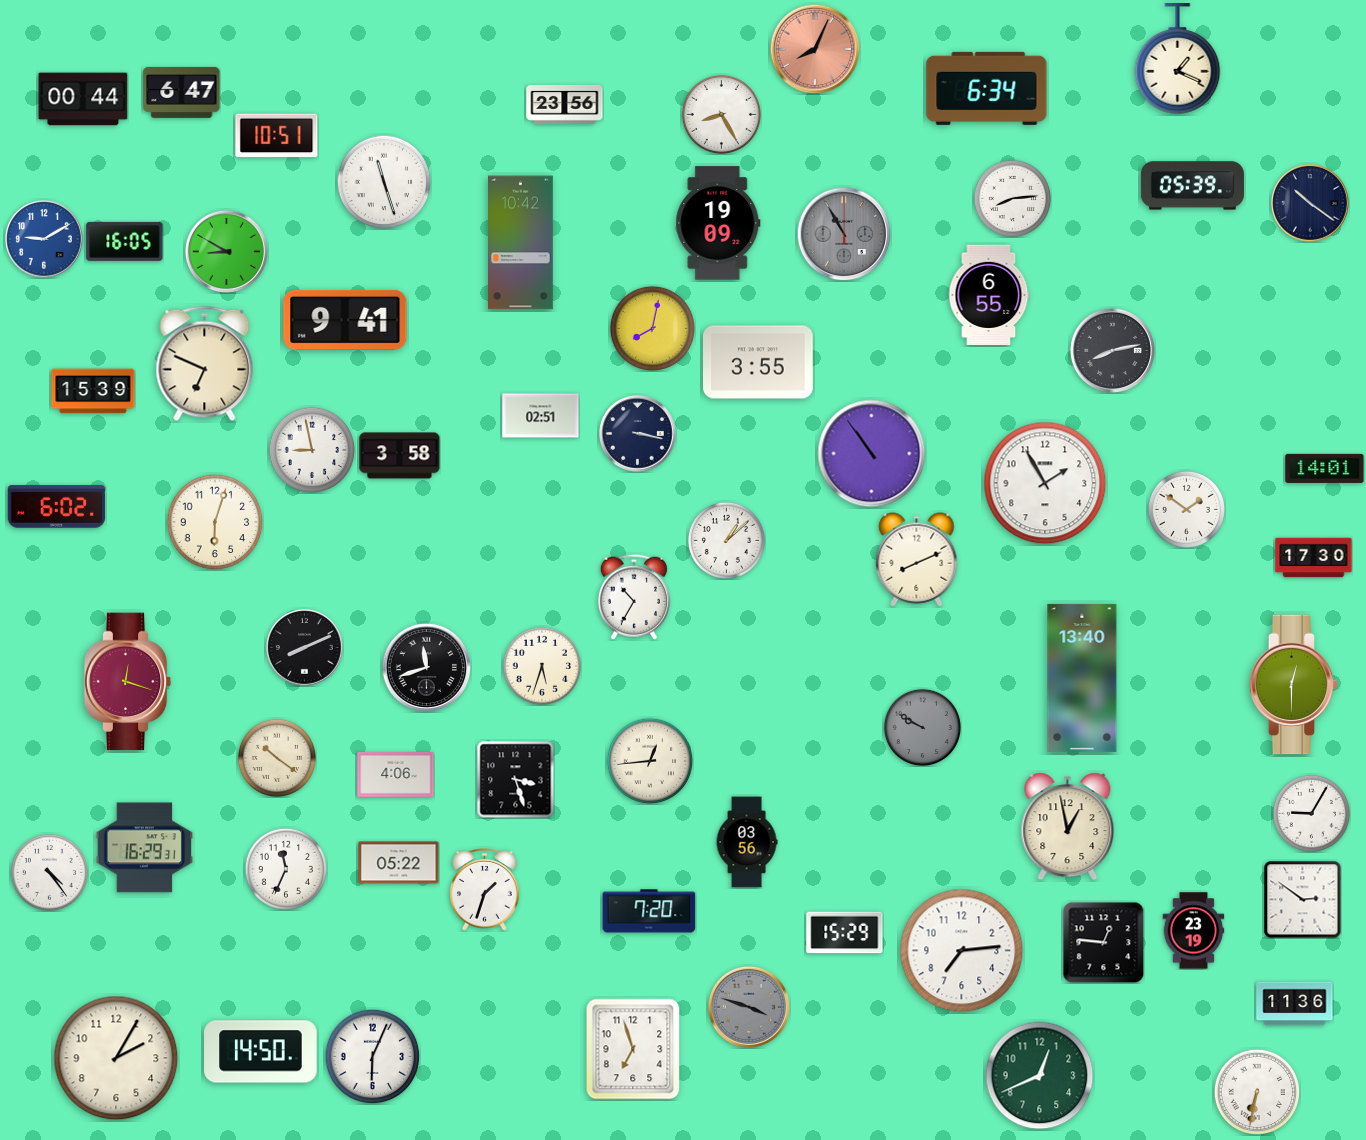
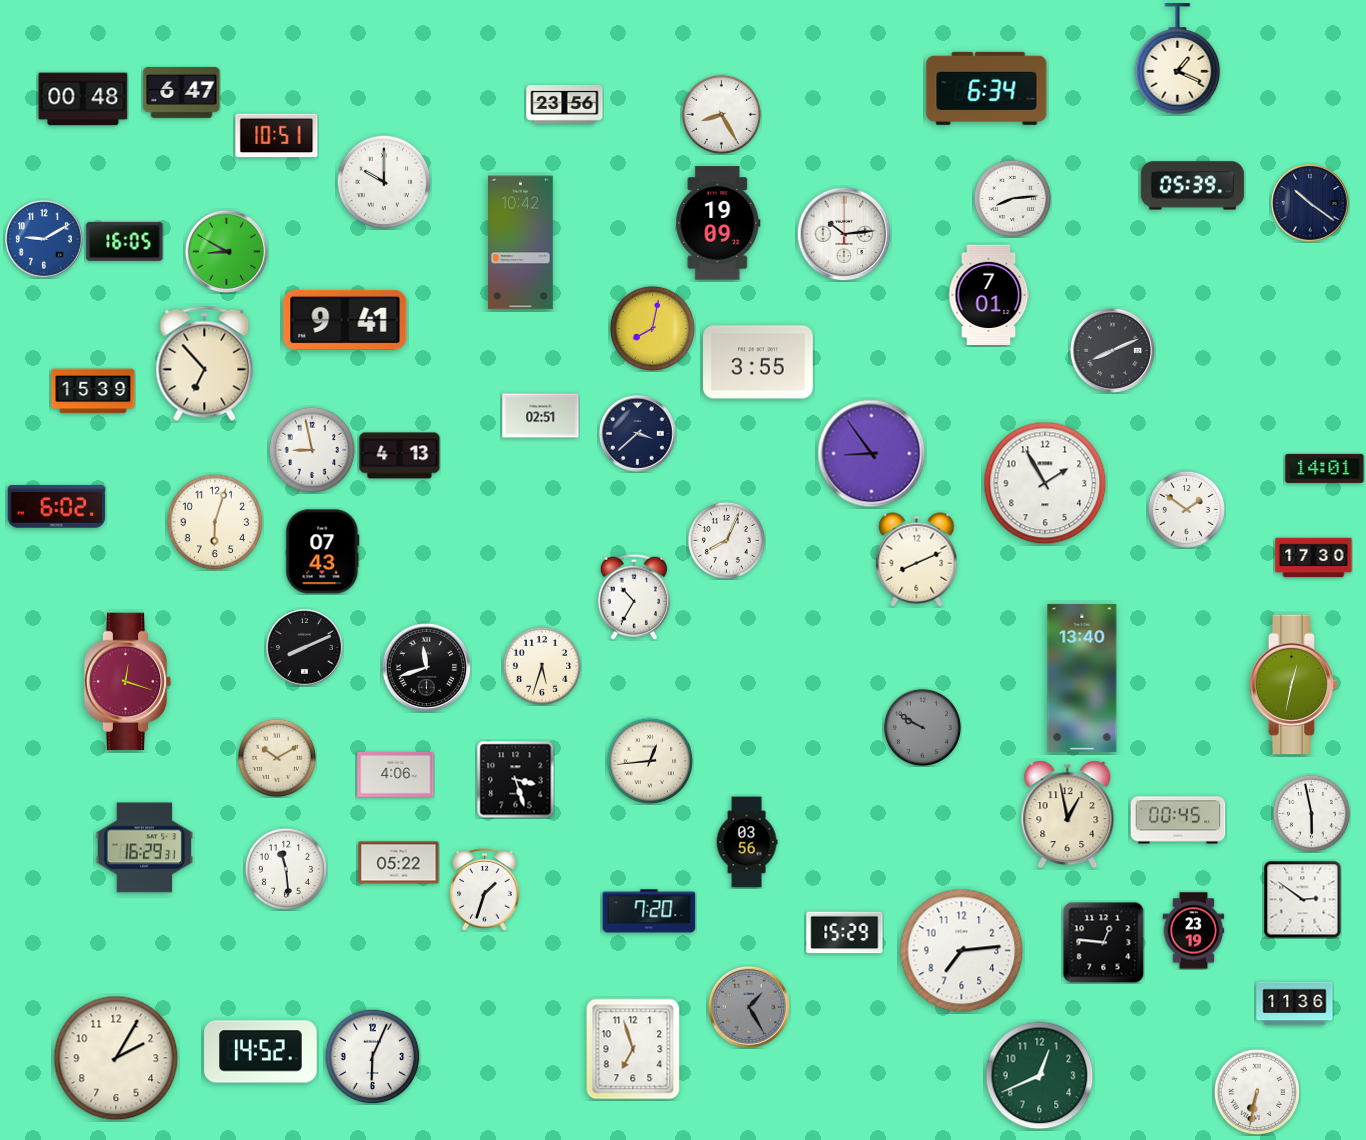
clock at (815, 49): 8:04 -> none
clock at (83, 99): 00:44 -> 00:48
clock at (384, 182): 11:27 -> 10:00
clock at (844, 234): 10:55 -> 10:14
clock at (844, 234) dial: grey -> white
clock at (989, 294): 6:55 -> 7:01
clock at (1112, 350): 8:13 -> 8:11
clock at (205, 364): 6:49 -> 6:53
clock at (638, 434): 3:17 -> 3:38
clock at (872, 454): 10:54 -> 8:54
clock at (400, 456): 3:58 -> 4:13
clock at (726, 540): 1:08 -> 8:04
clock at (323, 552): none -> 07:43
clock at (1294, 685): 12:30 -> 12:32
clock at (277, 758): 10:21 -> 10:10
clock at (1311, 813): 9:05 -> 5:58
clock at (1178, 820): none -> 00:45
clock at (1068, 827) position: (1068, 827) -> (1068, 815)
clock at (285, 868): 11:34 -> 11:29
clock at (49, 872): 4:24 -> none
clock at (749, 1007): 3:48 -> 1:25
clock at (261, 1052): 14:50 -> 14:52
